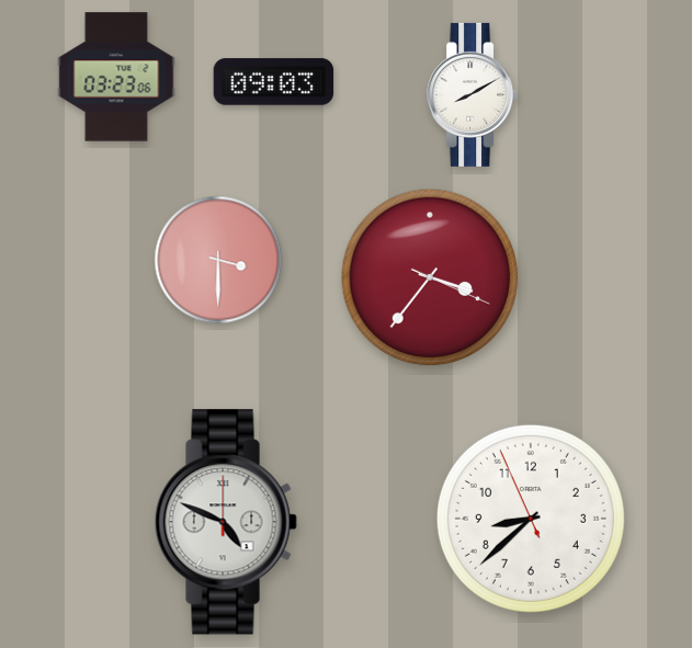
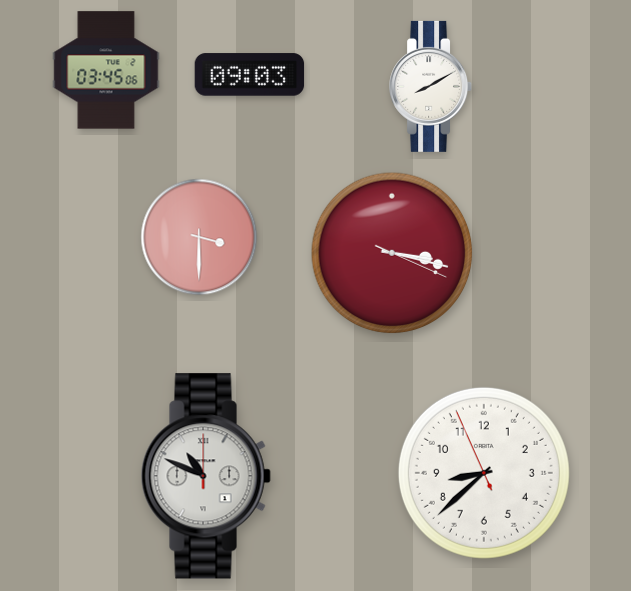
clock at (116, 77): 03:23 -> 03:45
clock at (430, 277): 3:36 -> 3:17
clock at (226, 522): 4:49 -> 10:49
